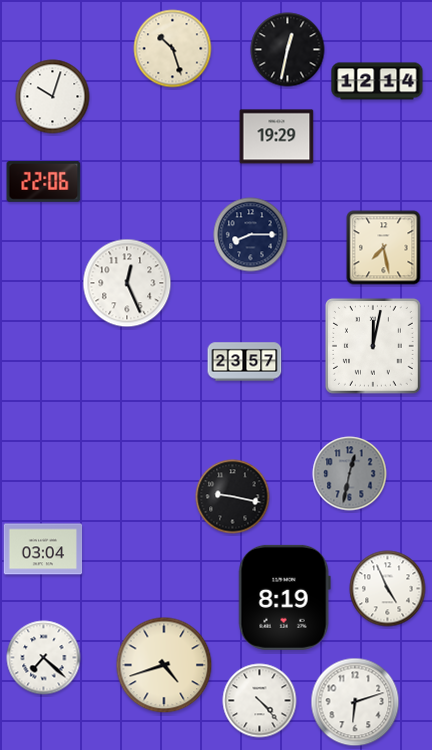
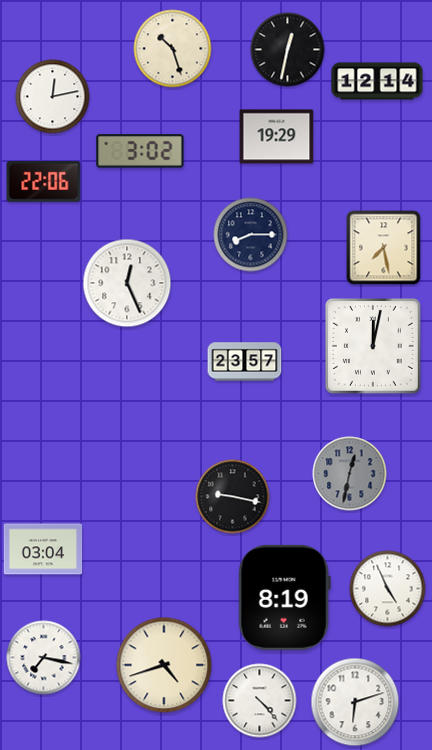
clock at (53, 97): 10:03 -> 12:13
clock at (140, 151): none -> 3:02
clock at (44, 658): 7:22 -> 7:17
